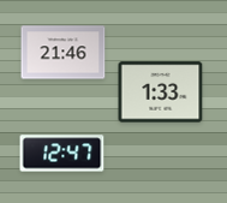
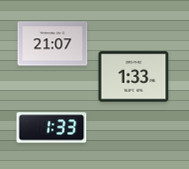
clock at (64, 53): 21:46 -> 21:07
clock at (62, 154): 12:47 -> 1:33
